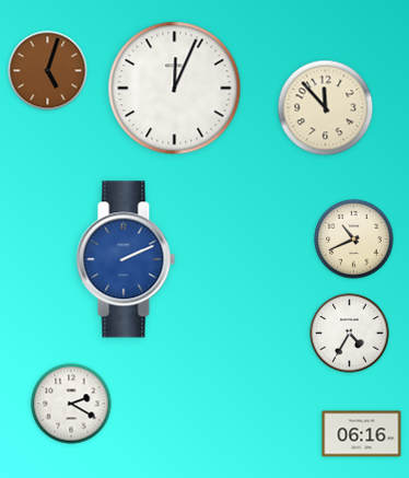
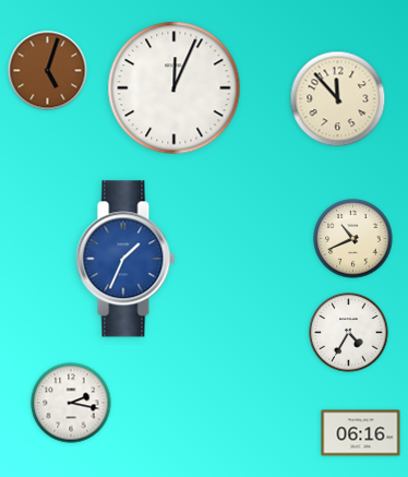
clock at (326, 108) position: (326, 108) -> (338, 99)
clock at (126, 259): 2:11 -> 1:34
clock at (71, 404): 2:20 -> 2:17
